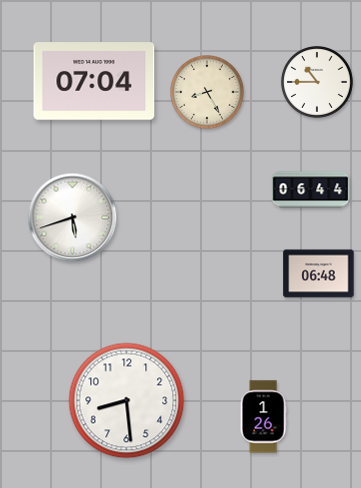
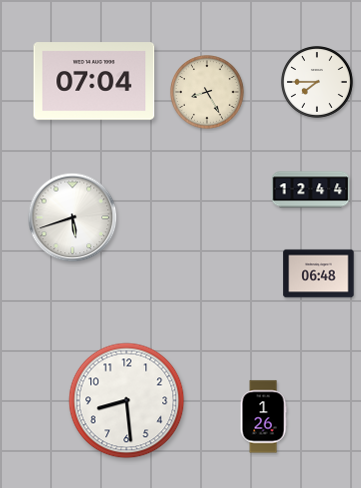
clock at (317, 82): 10:45 -> 7:45
clock at (311, 190): 06:44 -> 12:44
